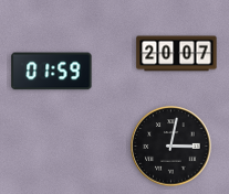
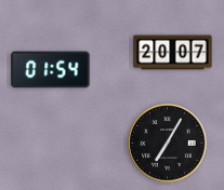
clock at (52, 72): 01:59 -> 01:54
clock at (171, 147): 3:02 -> 7:05
